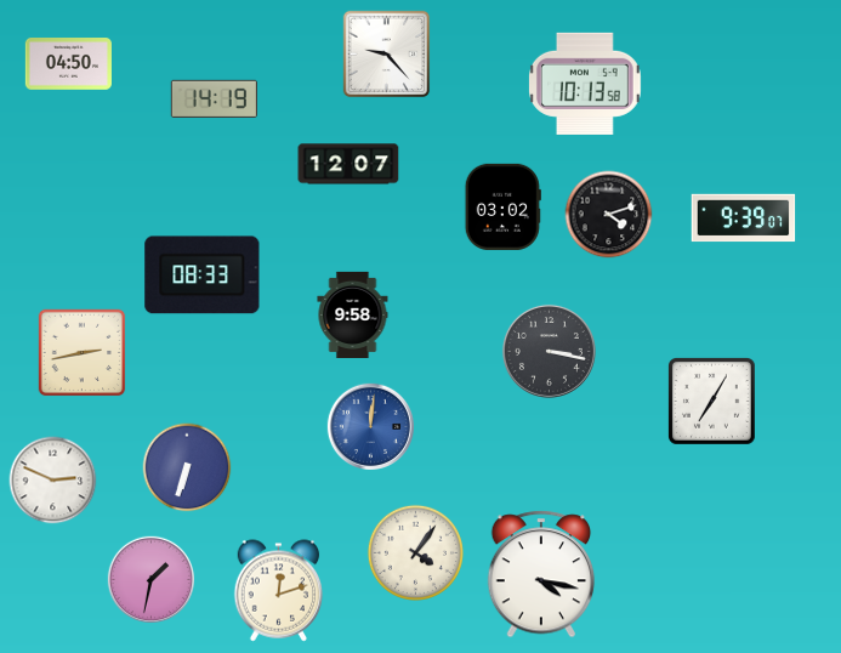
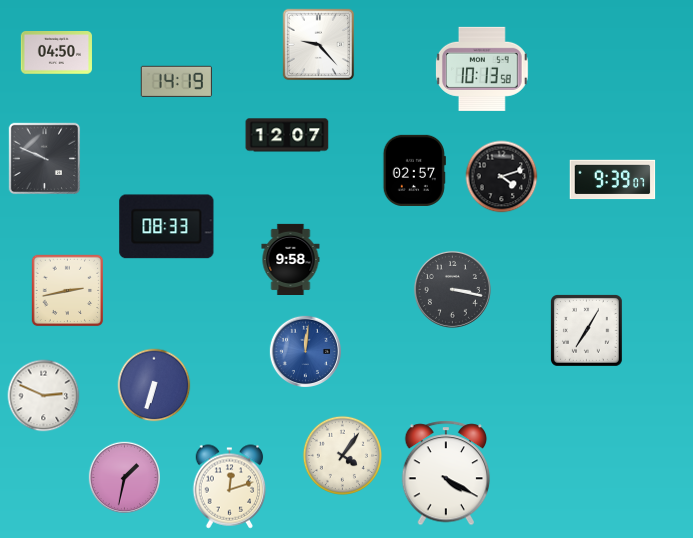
clock at (45, 159): none -> 9:49
clock at (502, 206): 03:02 -> 02:57
clock at (541, 574): 4:17 -> 4:20
